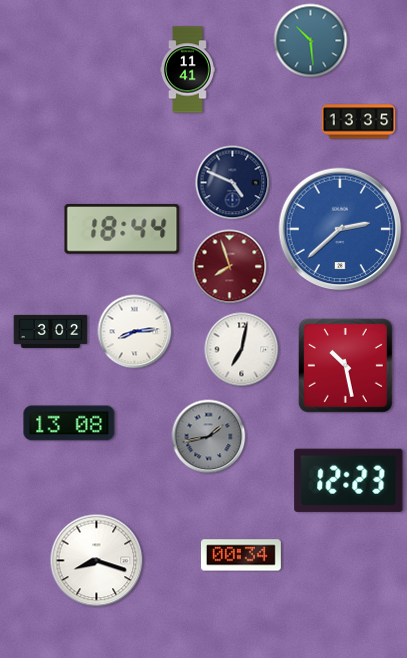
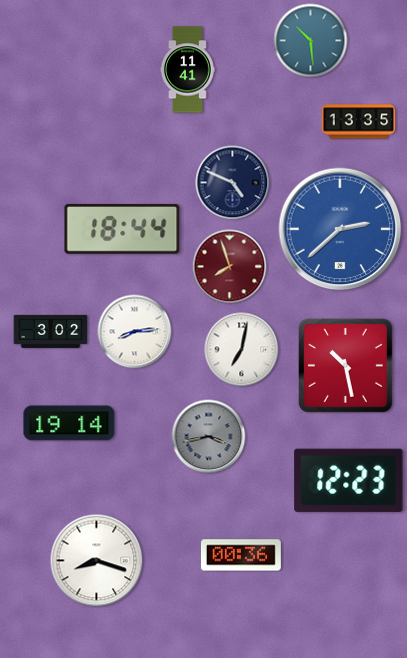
clock at (69, 423): 13:08 -> 19:14
clock at (209, 437): 1:43 -> 3:43
clock at (241, 555): 00:34 -> 00:36
